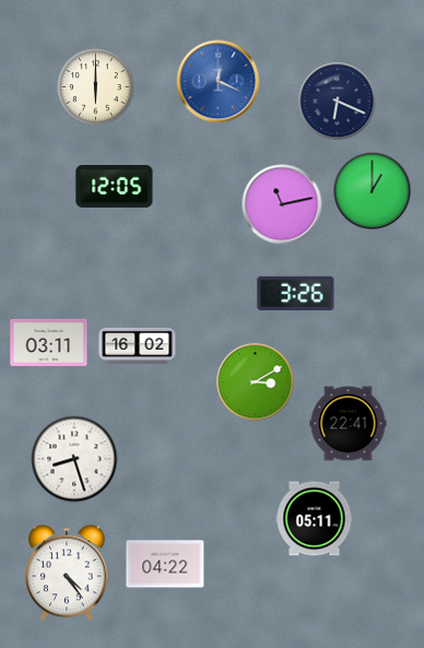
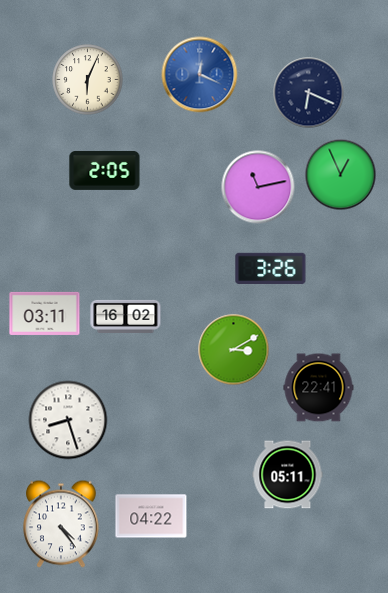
clock at (96, 87): 6:00 -> 6:04
clock at (115, 186): 12:05 -> 2:05
clock at (373, 191): 1:00 -> 12:56
